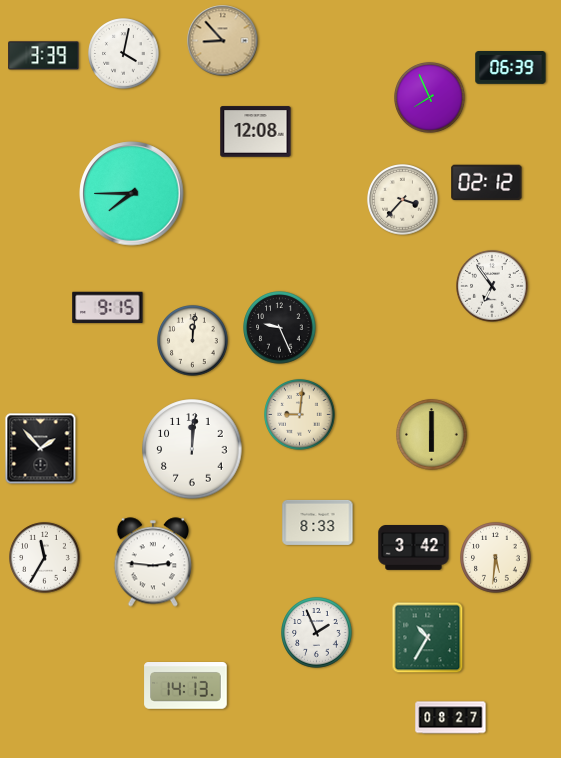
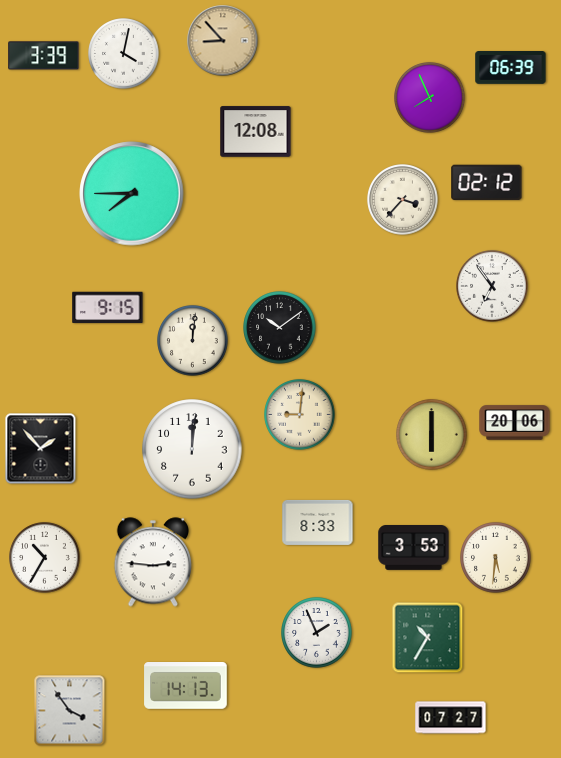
clock at (280, 328): 9:26 -> 10:09
clock at (515, 423): none -> 20:06
clock at (414, 548): 3:42 -> 3:53
clock at (45, 558): 11:35 -> 10:35
clock at (70, 711): none -> 3:54
clock at (451, 718): 08:27 -> 07:27
